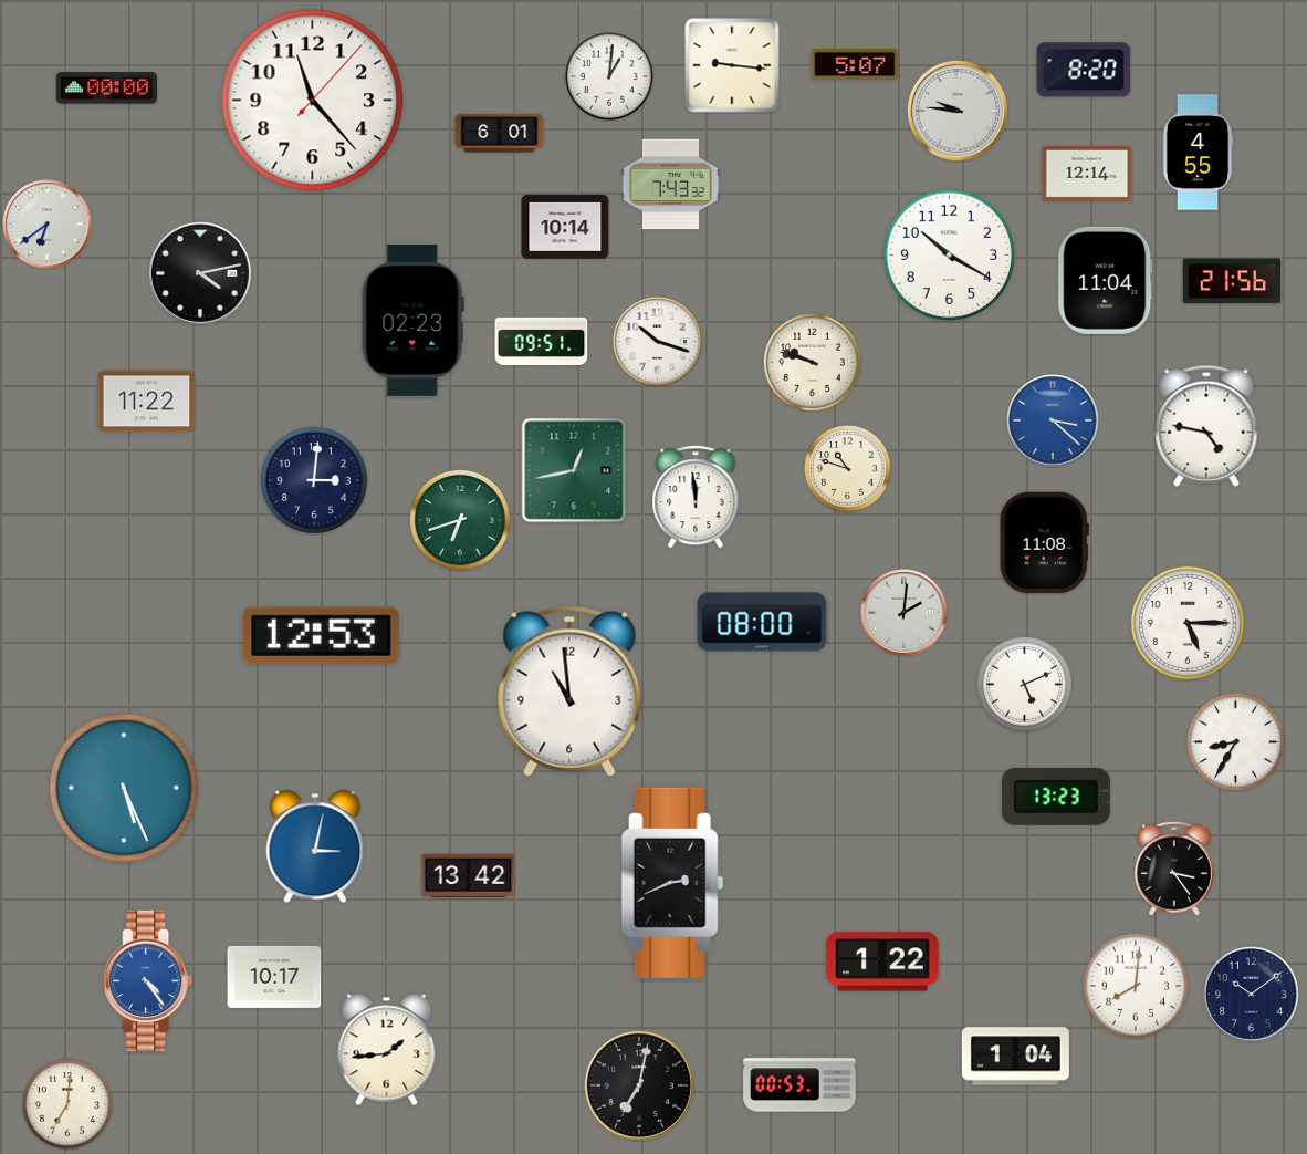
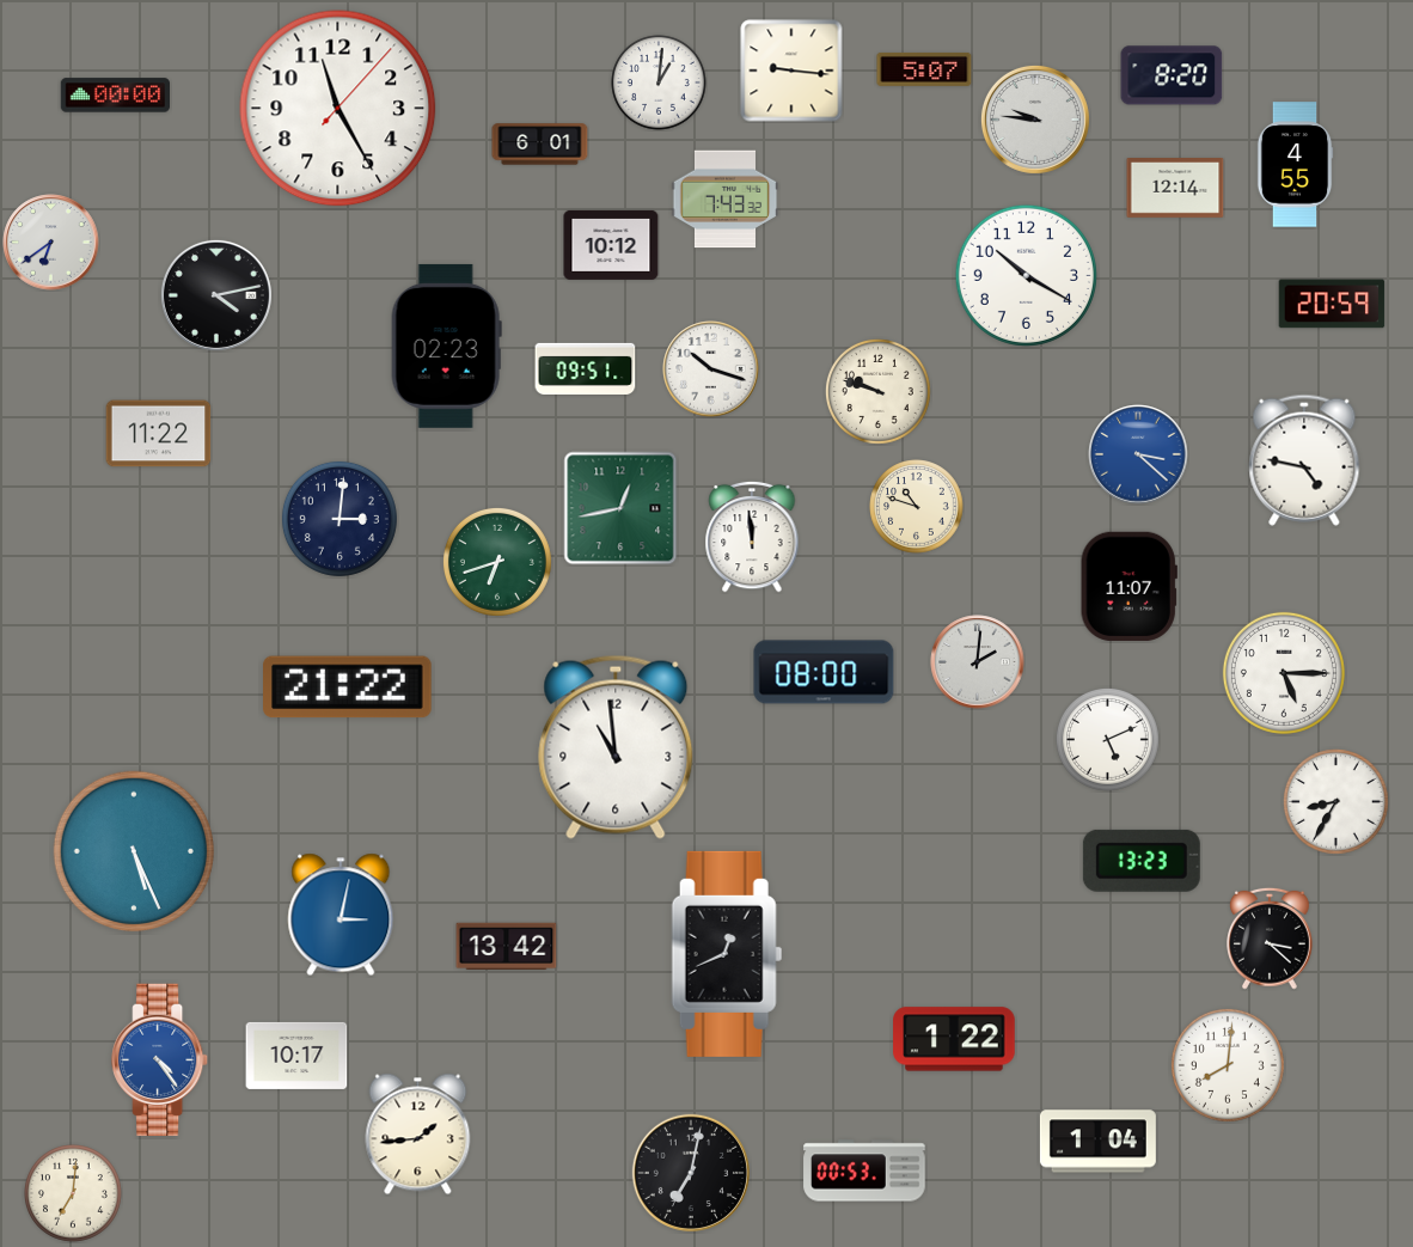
clock at (313, 101): 11:23 -> 11:25
clock at (565, 227): 10:14 -> 10:12
clock at (1106, 280): 11:04 -> none
clock at (1232, 281): 21:56 -> 20:59
clock at (1044, 542): 11:08 -> 11:07
clock at (322, 636): 12:53 -> 21:22
clock at (1175, 869): 3:24 -> 3:22
clock at (672, 883): 2:41 -> 12:41
clock at (1252, 995): 10:09 -> none
